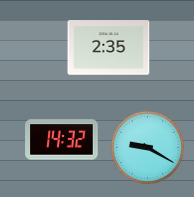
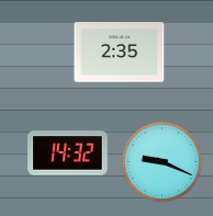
clock at (148, 148): 9:20 -> 9:19
